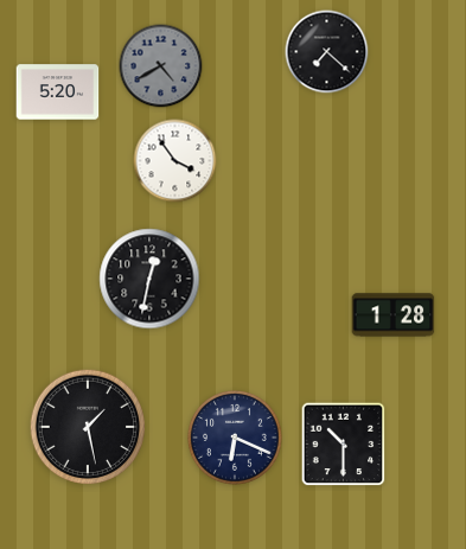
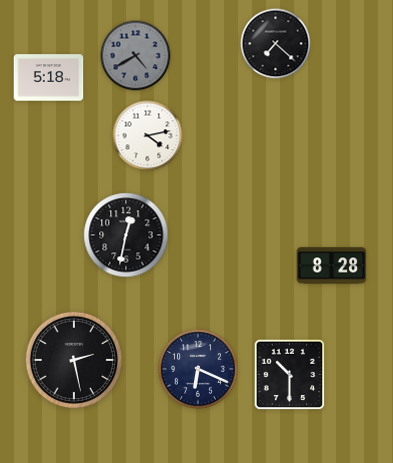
clock at (58, 92): 5:20 -> 5:18
clock at (175, 161): 3:54 -> 4:13
clock at (394, 315): 1:28 -> 8:28
clock at (88, 427): 1:28 -> 2:28
